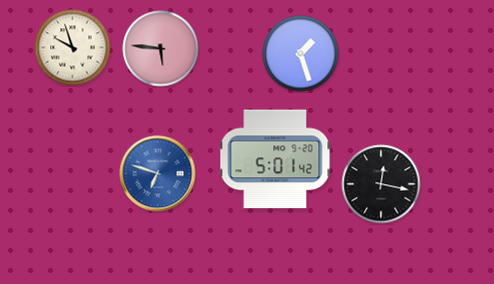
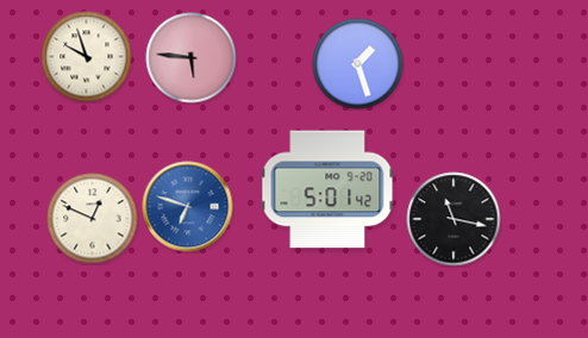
clock at (93, 219): none -> 12:49
clock at (381, 184): 12:17 -> 11:17
